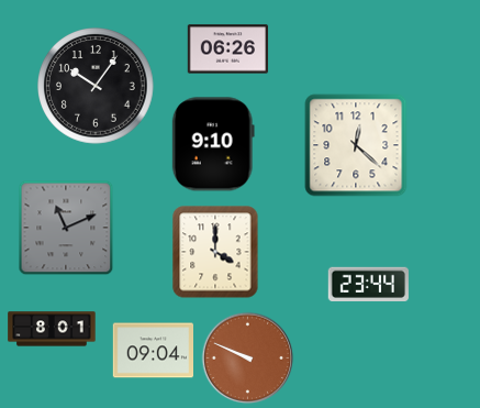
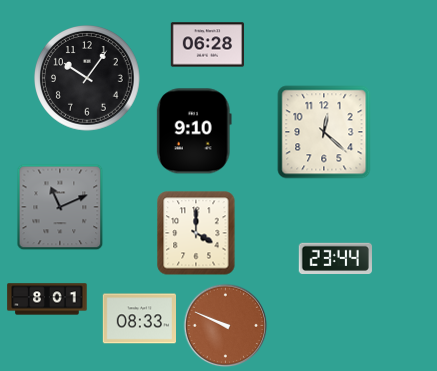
clock at (227, 49): 06:26 -> 06:28
clock at (215, 252) position: (215, 252) -> (196, 233)
clock at (153, 351): 09:04 -> 08:33
